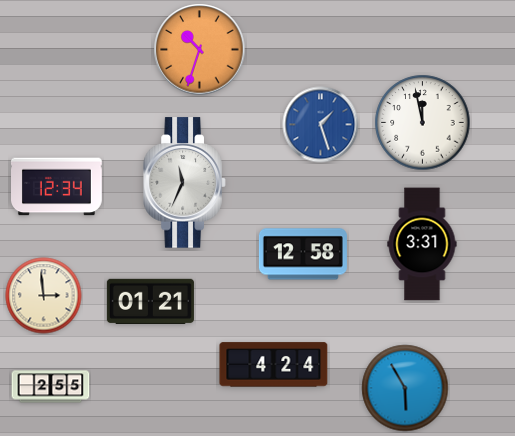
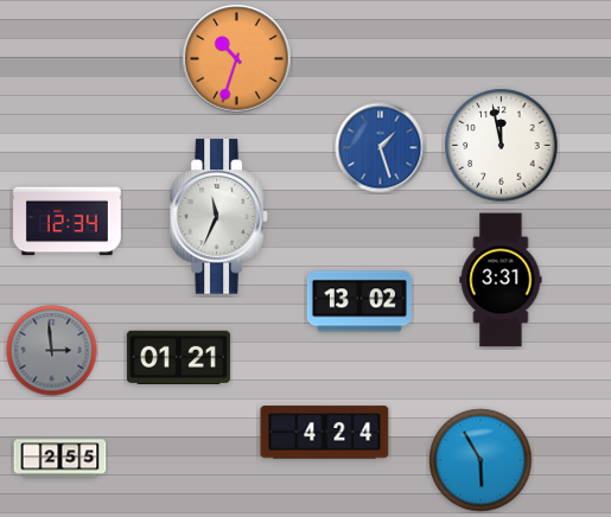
clock at (422, 244) position: (422, 244) -> (501, 280)
clock at (303, 254): 12:58 -> 13:02
clock at (44, 296) dial: cream -> grey
